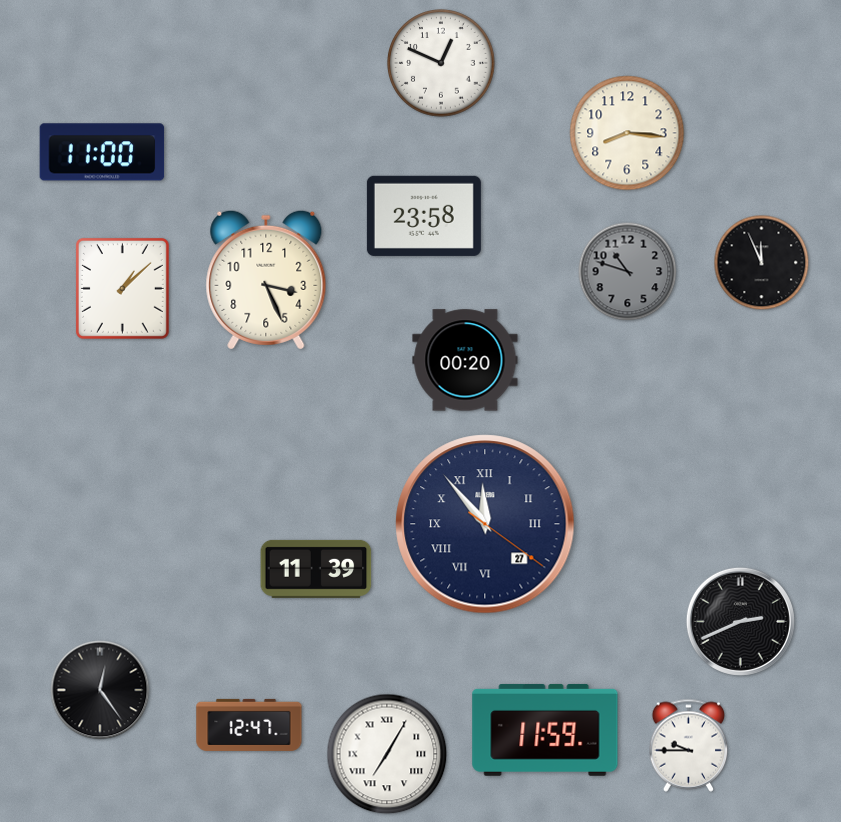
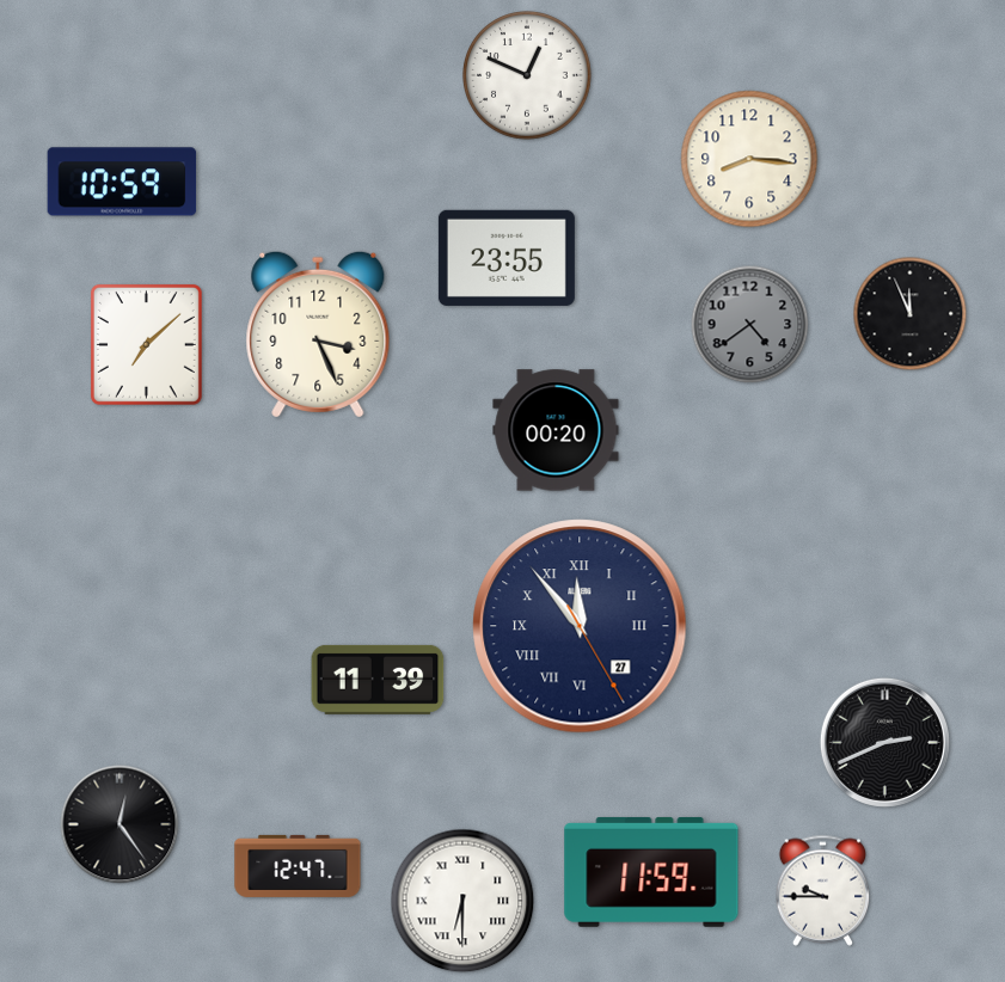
clock at (102, 152): 11:00 -> 10:59
clock at (424, 216): 23:58 -> 23:55
clock at (628, 272): 10:48 -> 4:39
clock at (122, 288): 1:08 -> 7:08
clock at (485, 524): 11:53:21 -> 11:53:25
clock at (387, 754): 7:05 -> 6:30
